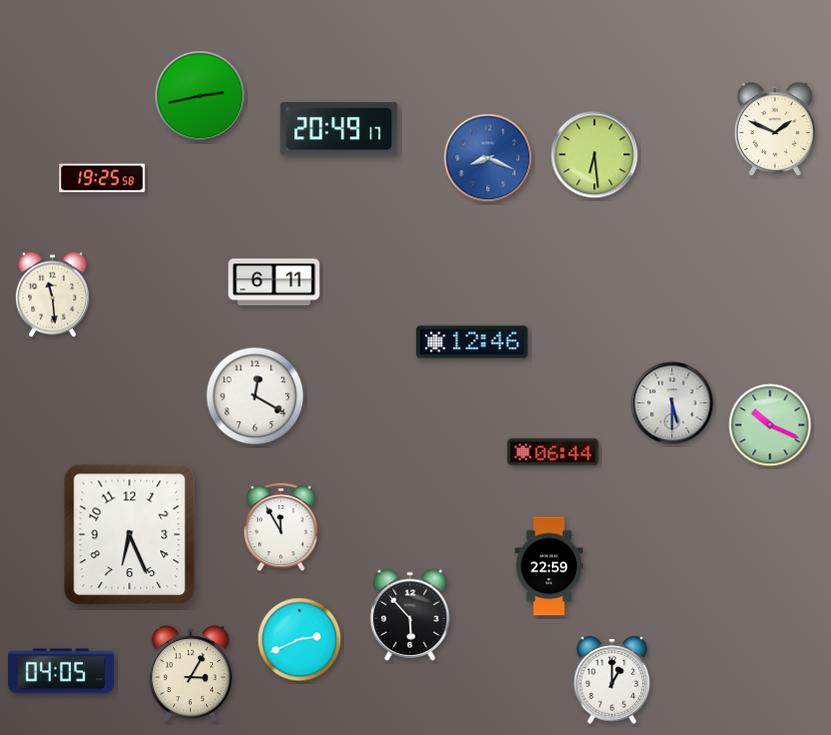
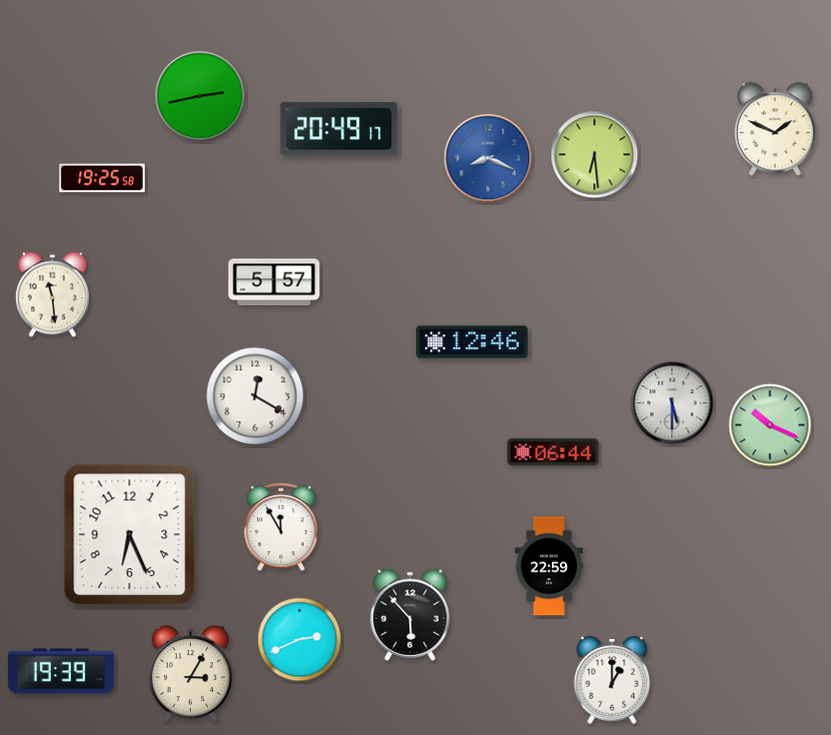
clock at (274, 282): 6:11 -> 5:57
clock at (61, 671): 04:05 -> 19:39
